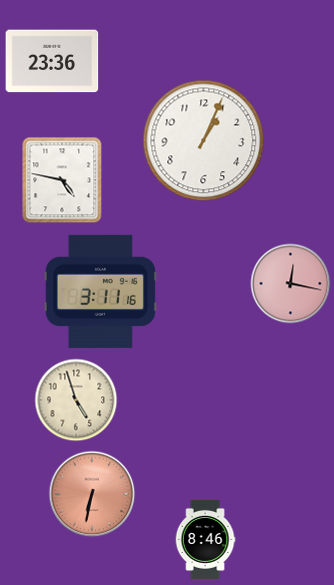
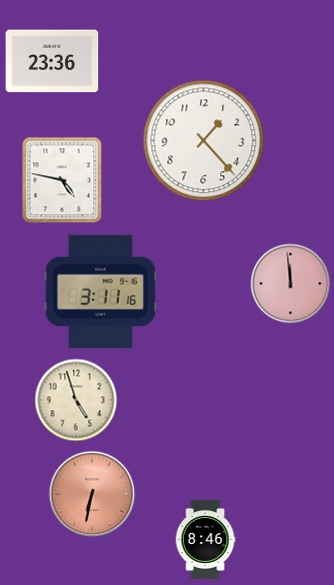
clock at (204, 141): 1:04 -> 1:23
clock at (291, 284): 12:17 -> 11:59
